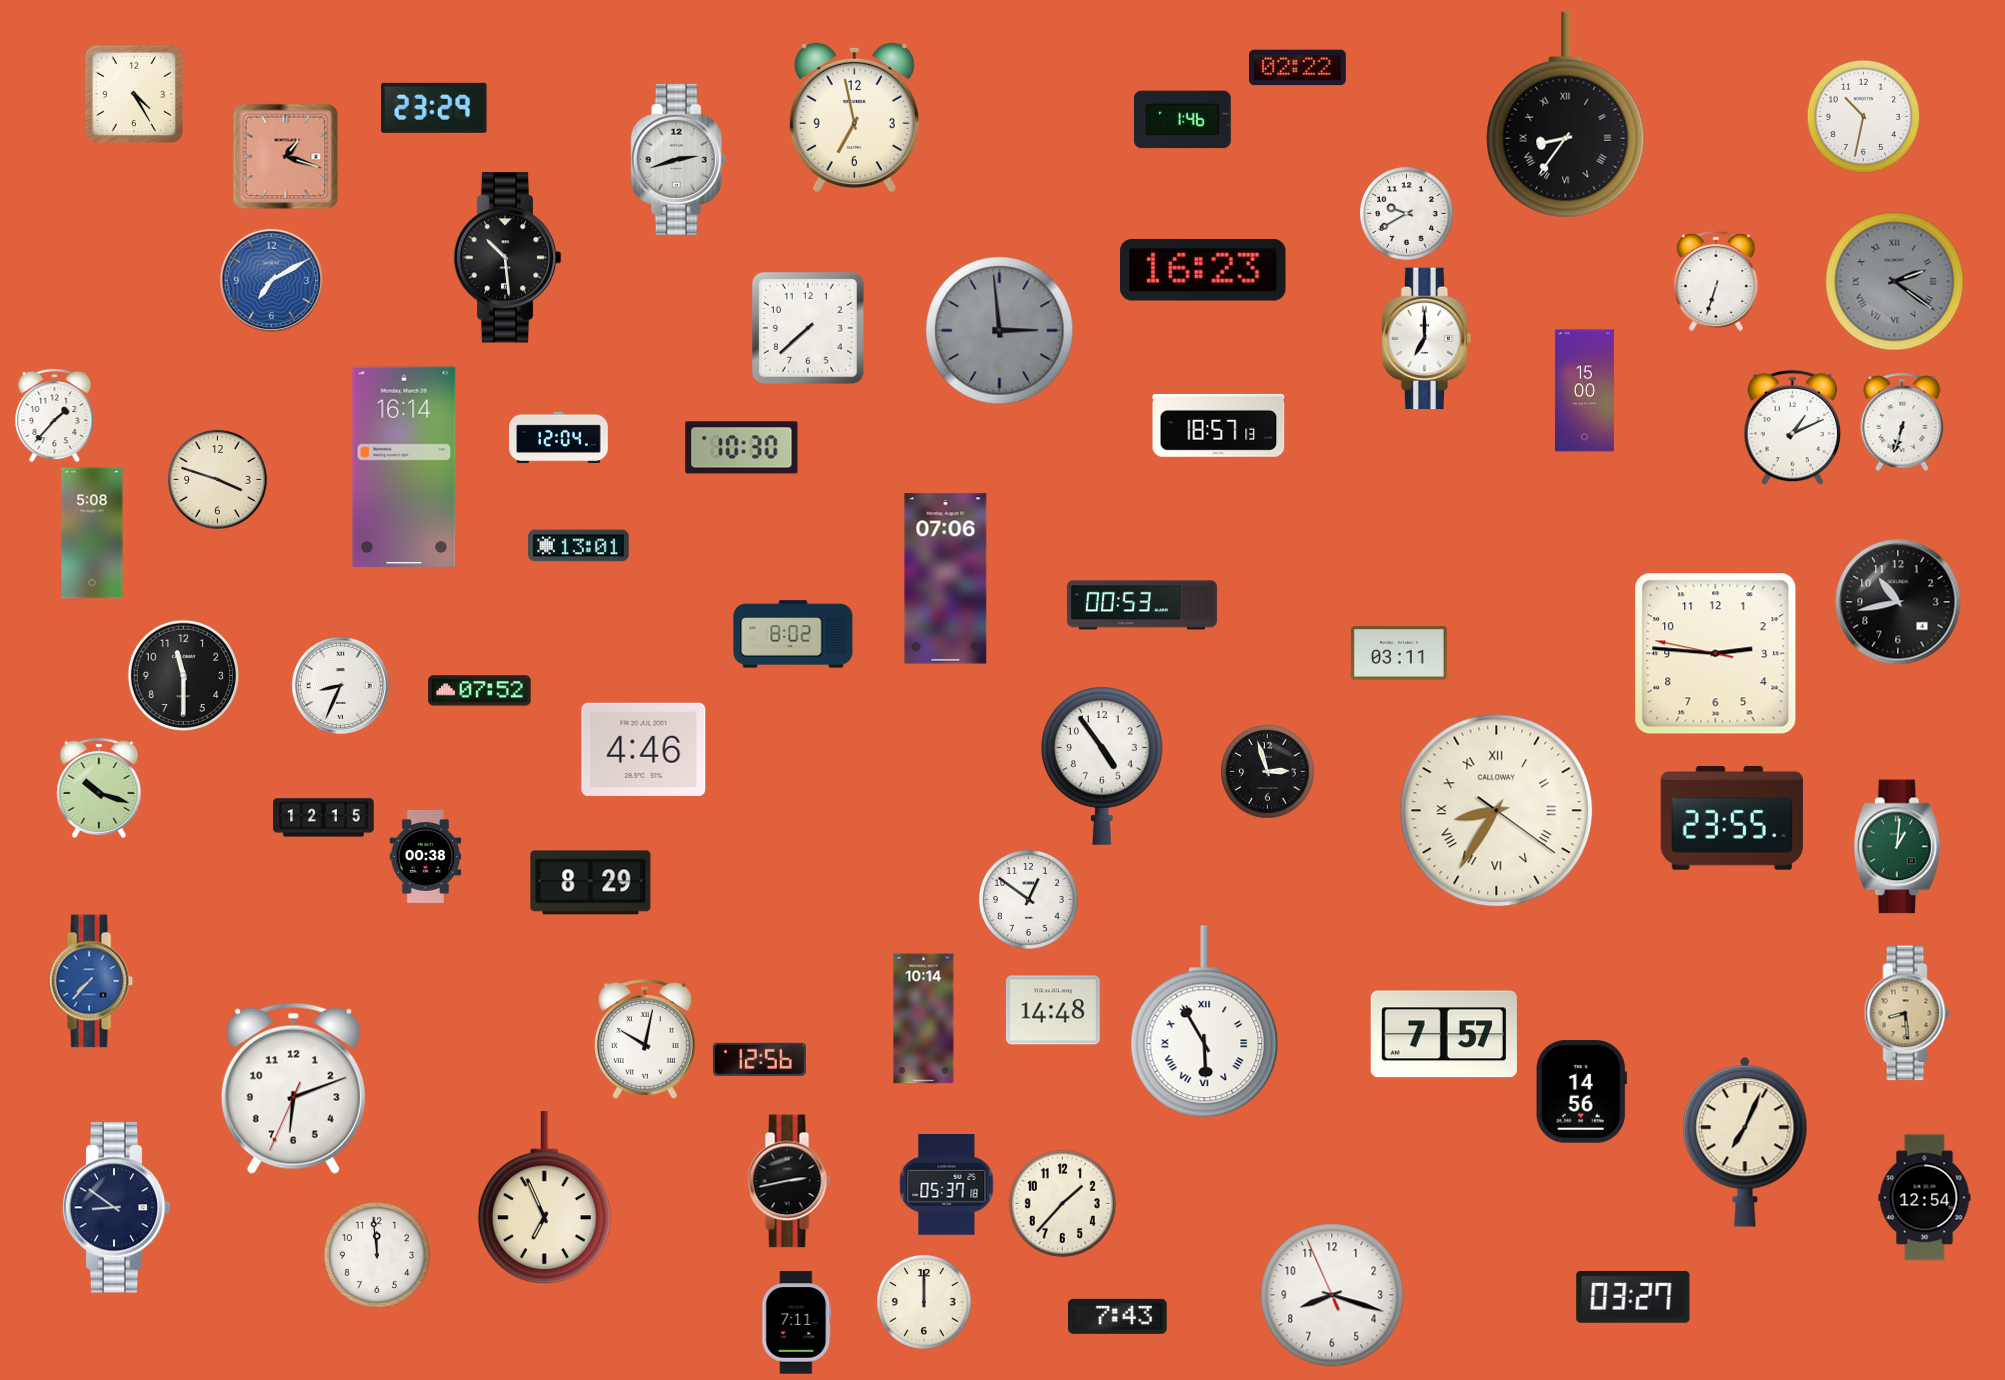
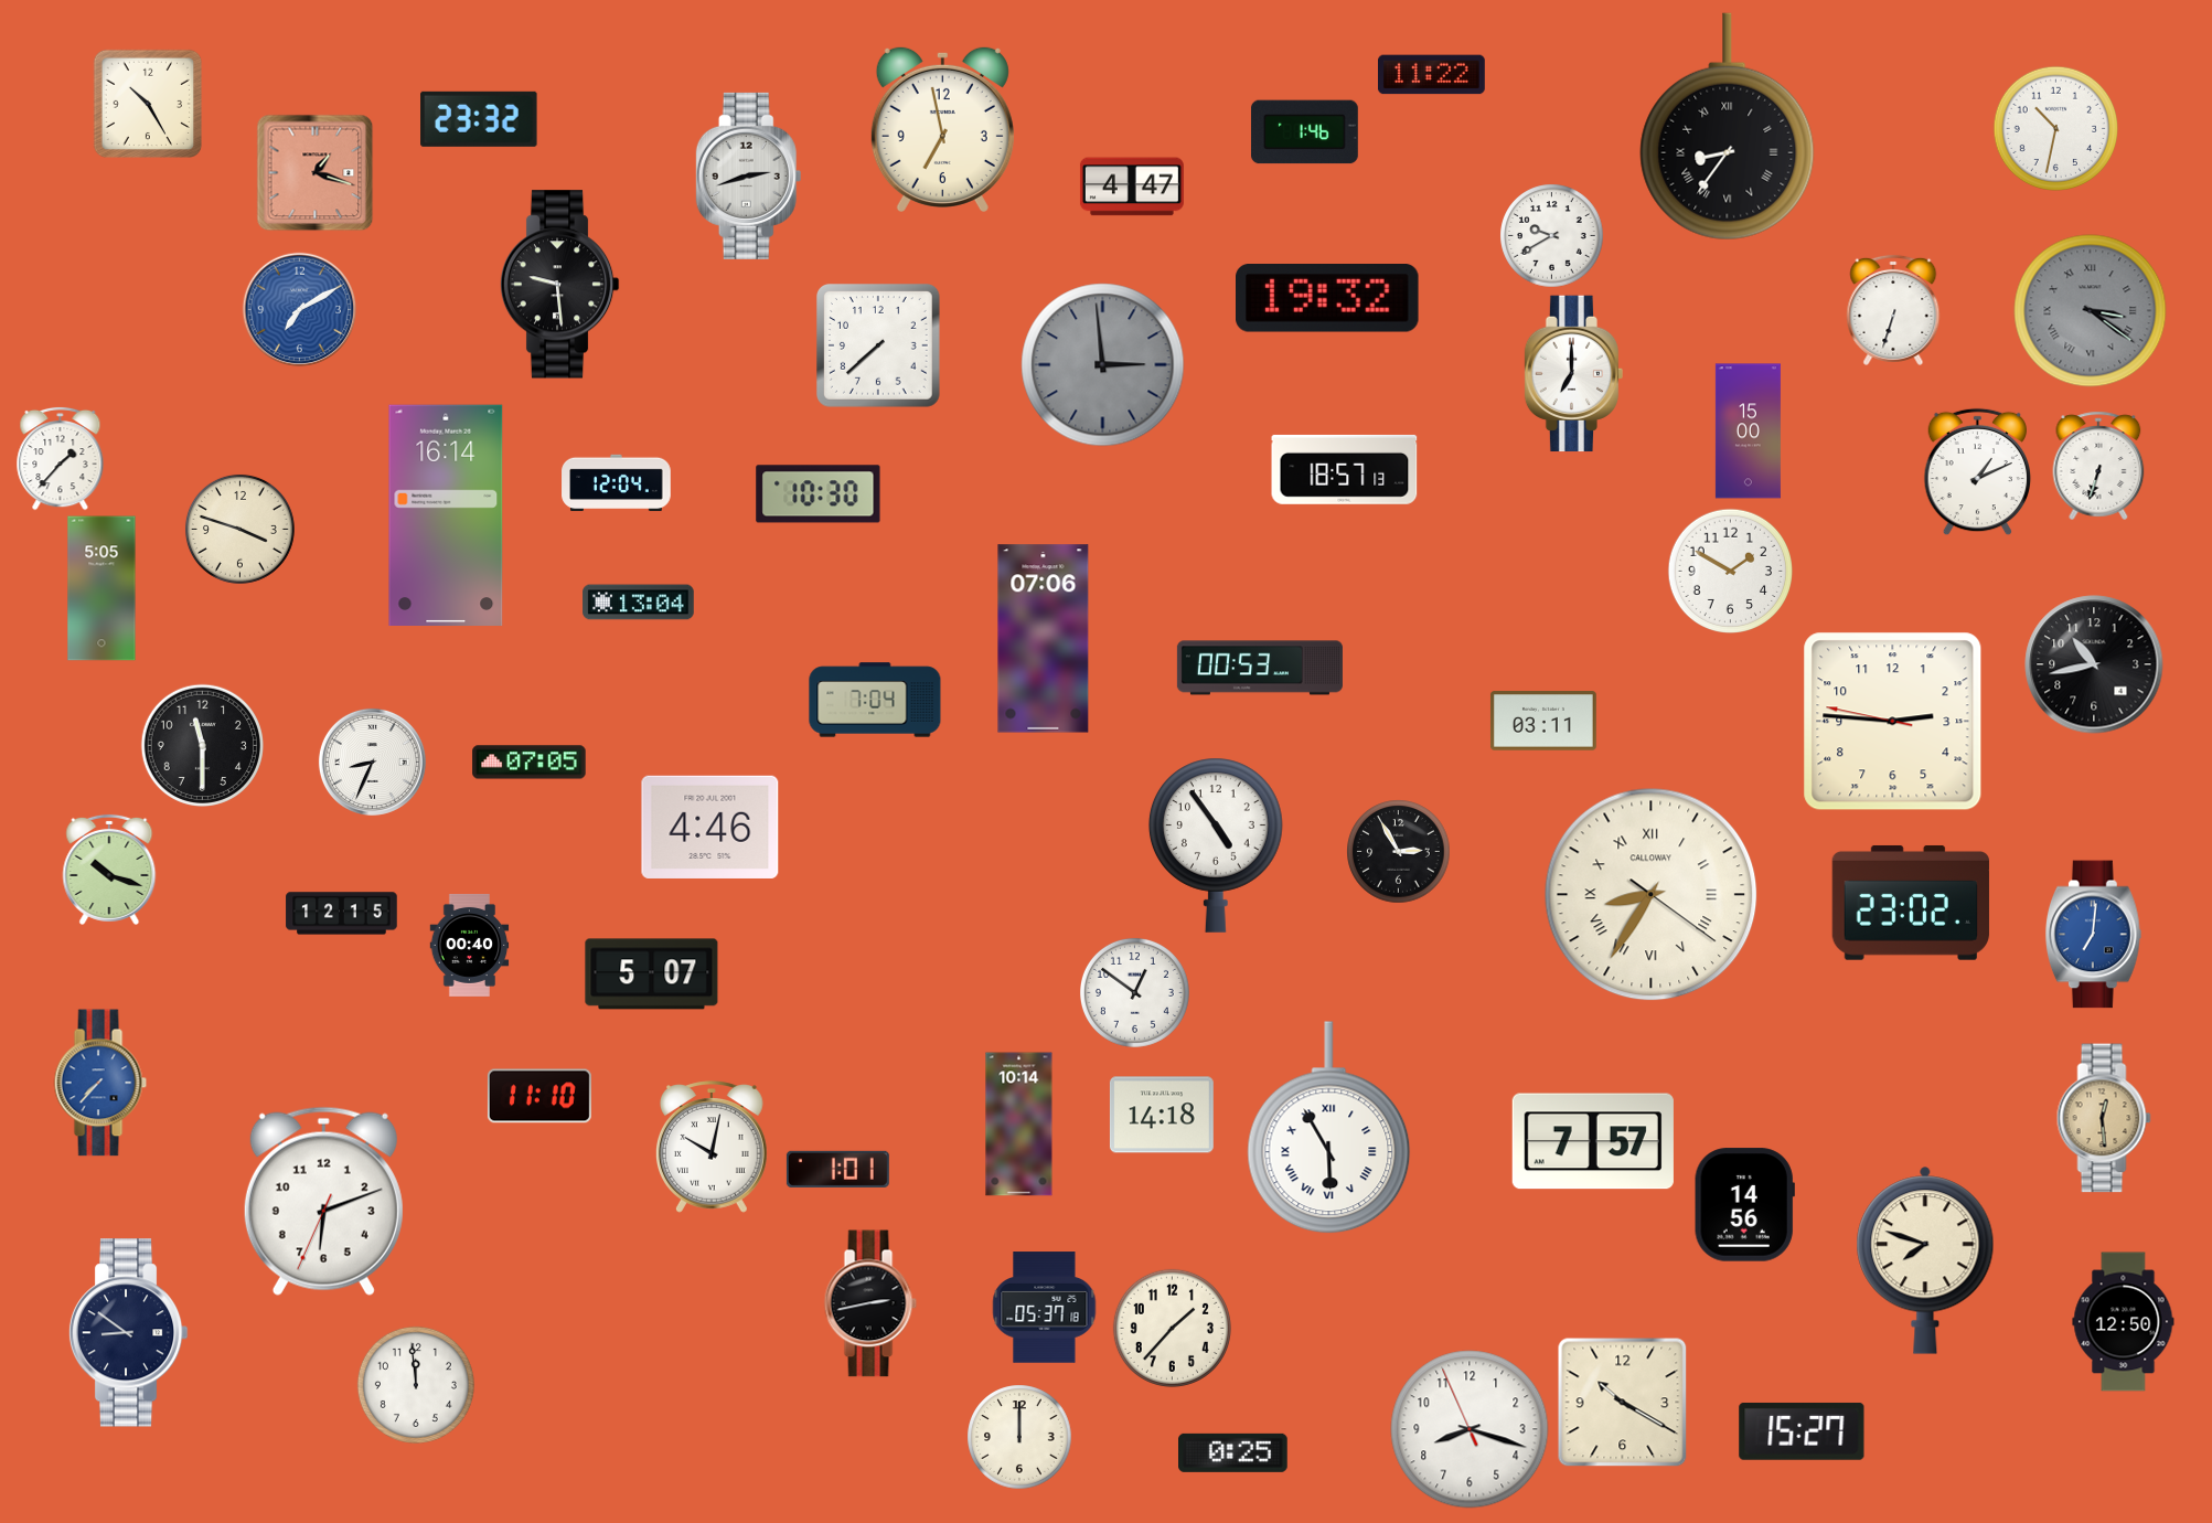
clock at (1298, 68): 02:22 -> 11:22
clock at (133, 93): 4:25 -> 10:25
clock at (434, 108): 23:29 -> 23:32
clock at (1132, 187): none -> 4:47
clock at (507, 258): 10:29 -> 9:29
clock at (1203, 270): 16:23 -> 19:32
clock at (1895, 282): 2:21 -> 3:21
clock at (809, 329) position: (809, 329) -> (879, 347)
clock at (1730, 571): none -> 1:50
clock at (92, 533): 5:08 -> 5:05
clock at (579, 546): 13:01 -> 13:04
clock at (793, 634): 8:02 -> 7:04
clock at (340, 685) position: (340, 685) -> (372, 762)
clock at (480, 691): 07:52 -> 07:05
clock at (1267, 771): 2:57 -> 2:55
clock at (324, 818) position: (324, 818) -> (342, 914)
clock at (1731, 818): 23:55 -> 23:02
clock at (1898, 847): 1:01 -> 7:01
clock at (1898, 847) dial: green -> blue
clock at (426, 856): 00:38 -> 00:40
clock at (591, 883): 8:29 -> 5:07
clock at (539, 1096): none -> 11:10
clock at (1053, 1010): 14:48 -> 14:18
clock at (1907, 1013): 8:29 -> 12:29
clock at (759, 1059): 12:56 -> 1:01
clock at (1745, 1142): 7:04 -> 7:48
clock at (544, 1198): 6:56 -> none
clock at (1925, 1198): 12:54 -> 12:50
clock at (1622, 1402): none -> 10:20
clock at (1633, 1297): 03:27 -> 15:27
clock at (1118, 1316): 7:43 -> 0:25
clock at (797, 1323): 7:11 -> none
